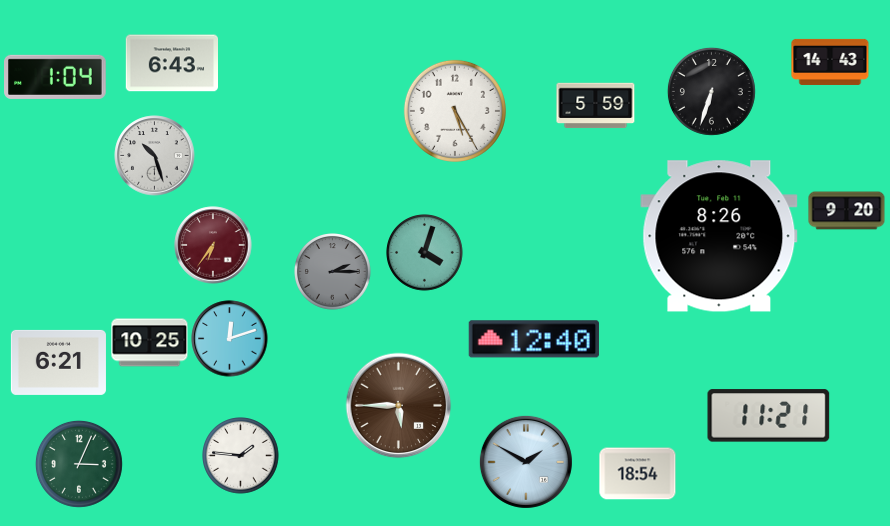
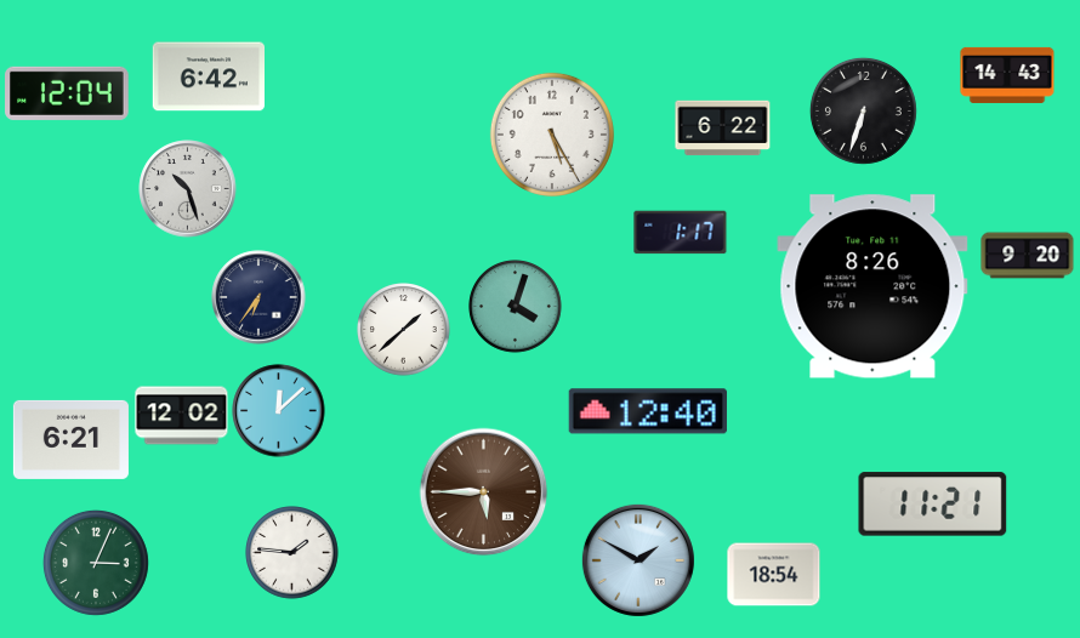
clock at (171, 63): 6:43 -> 6:42
clock at (56, 77): 1:04 -> 12:04
clock at (596, 106): 5:59 -> 6:22
clock at (681, 233): none -> 1:17
clock at (213, 245) dial: burgundy -> navy
clock at (333, 272): 2:15 -> 1:38
clock at (333, 272) dial: grey -> white
clock at (230, 339): 12:12 -> 12:08
clock at (150, 343): 10:25 -> 12:02
